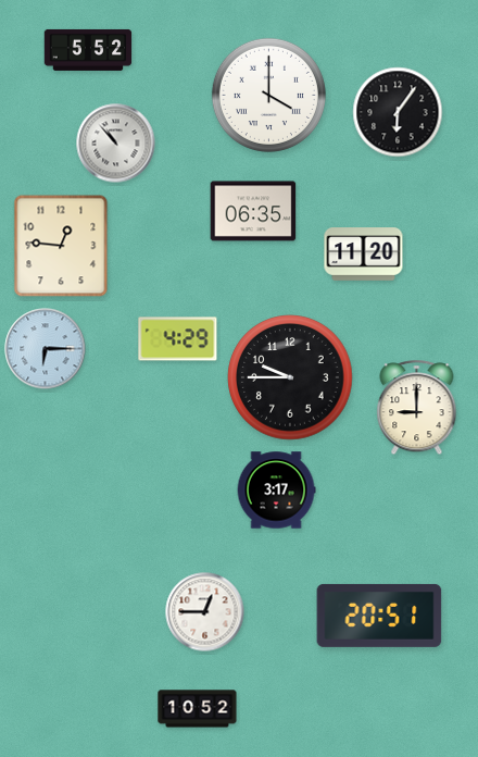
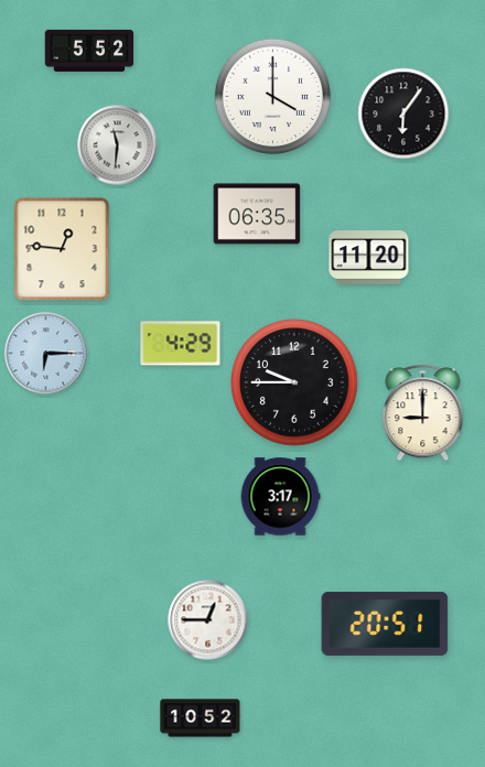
clock at (116, 144): 10:53 -> 11:31
